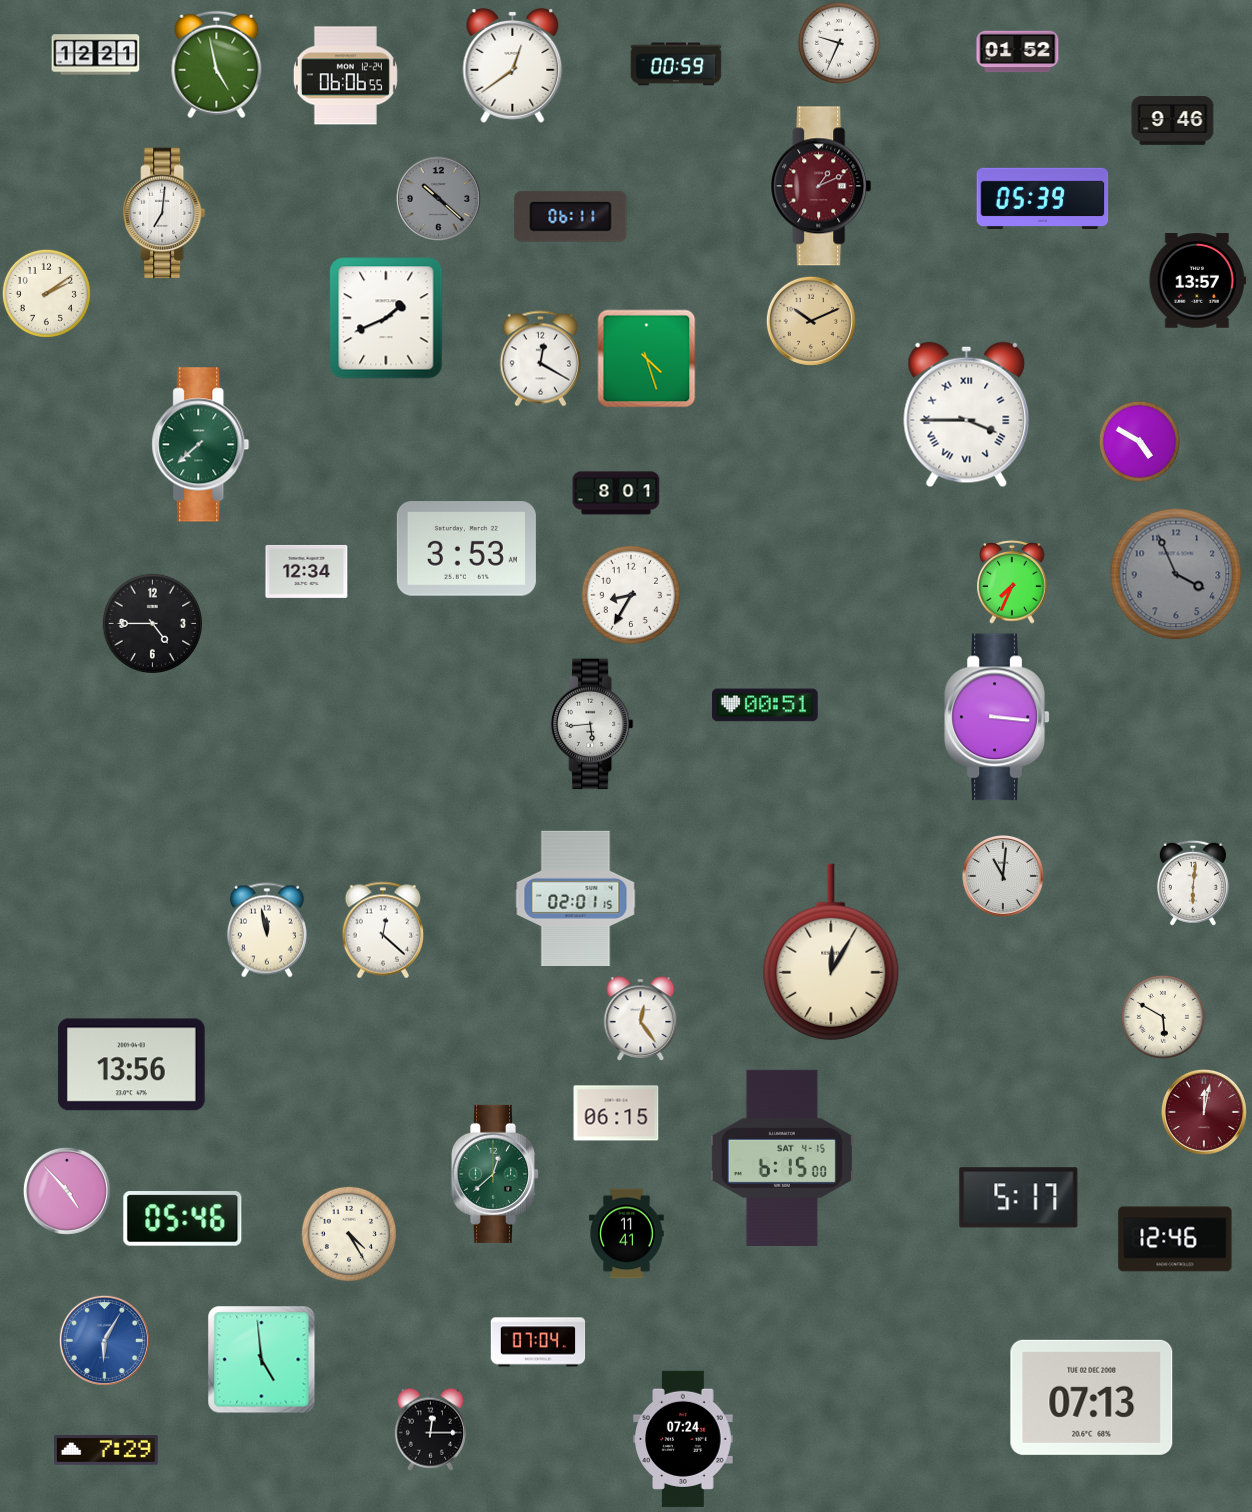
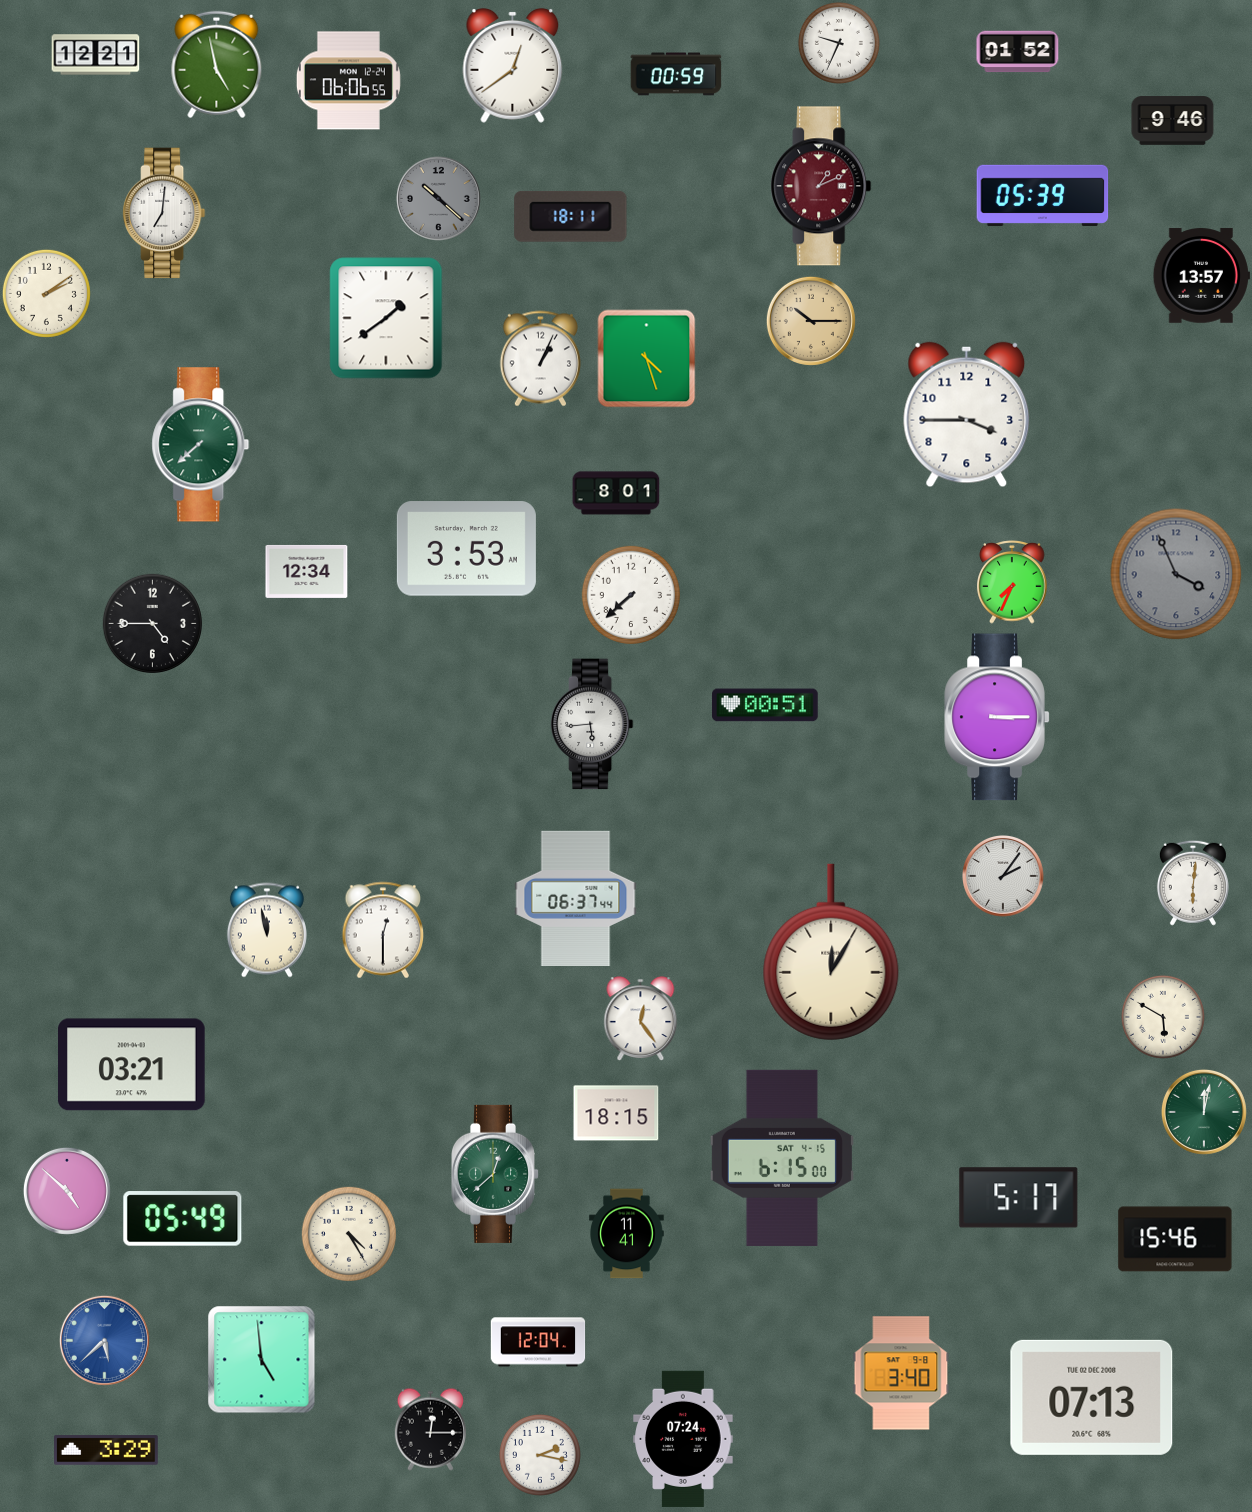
clock at (676, 64) position: (676, 64) -> (676, 74)
clock at (345, 76) position: (345, 76) -> (348, 81)
clock at (1043, 198) position: (1043, 198) -> (1043, 195)
clock at (571, 216): 06:11 -> 18:11
clock at (1197, 281) position: (1197, 281) -> (1201, 276)
clock at (386, 318): 1:41 -> 1:39
clock at (811, 321): 10:11 -> 10:15
clock at (540, 359): 12:20 -> 1:04
clock at (967, 415) numerals: Roman -> Arabic
clock at (1139, 441): 4:50 -> none
clock at (631, 595): 8:35 -> 7:38
clock at (997, 717): 3:16 -> 3:15
clock at (1004, 877): 11:01 -> 2:06
clock at (576, 898): 02:01 -> 06:37
clock at (383, 930): 12:22 -> 12:30
clock at (132, 1065): 13:56 -> 03:21
clock at (1204, 1112) dial: burgundy -> green
clock at (616, 1113): 06:15 -> 18:15
clock at (67, 1191): 4:53 -> 4:52
clock at (183, 1219): 05:46 -> 05:49
clock at (1175, 1239): 12:46 -> 15:46
clock at (104, 1340): 6:05 -> 5:38
clock at (538, 1342): 07:04 -> 12:04
clock at (901, 1373): none -> 3:40
clock at (107, 1450): 7:29 -> 3:29
clock at (540, 1455): none -> 2:17
